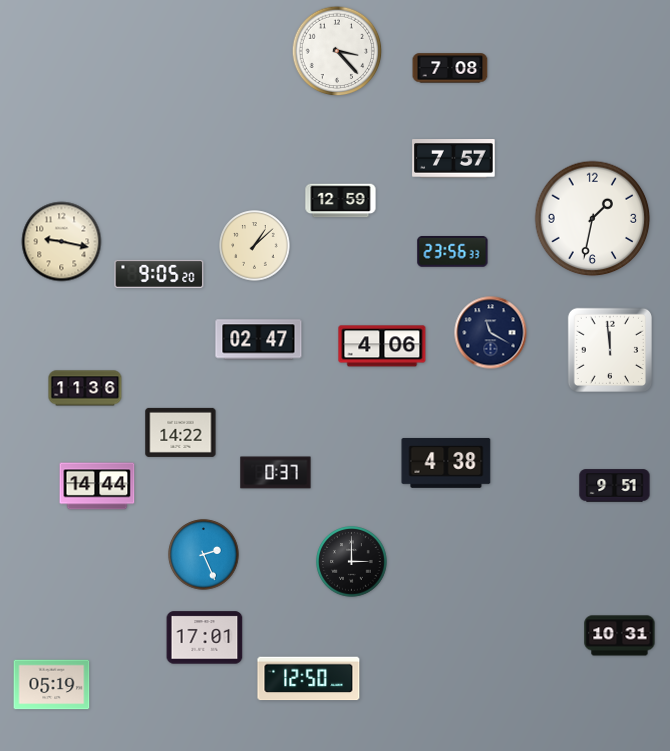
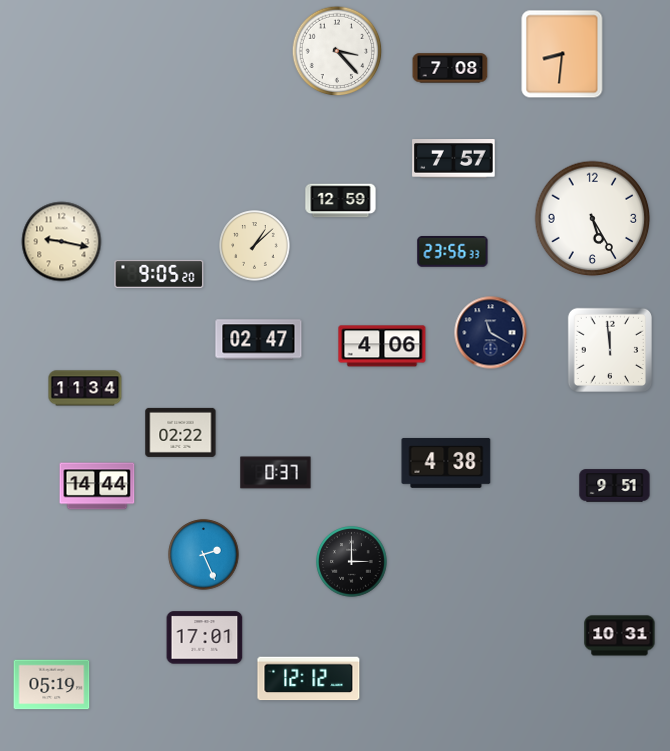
clock at (562, 54): none -> 8:31
clock at (593, 219): 1:32 -> 5:25
clock at (85, 388): 11:36 -> 11:34
clock at (181, 432): 14:22 -> 02:22
clock at (309, 679): 12:50 -> 12:12
